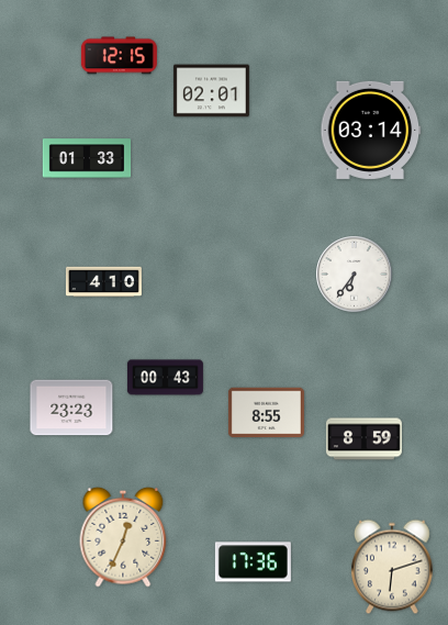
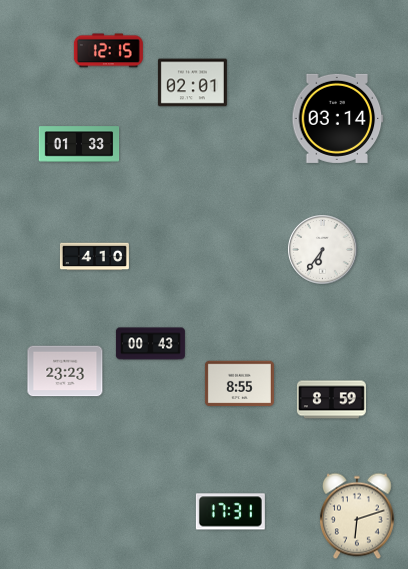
clock at (266, 413) position: (266, 413) -> (239, 384)
clock at (123, 537): 12:34 -> none
clock at (253, 562): 17:36 -> 17:31
